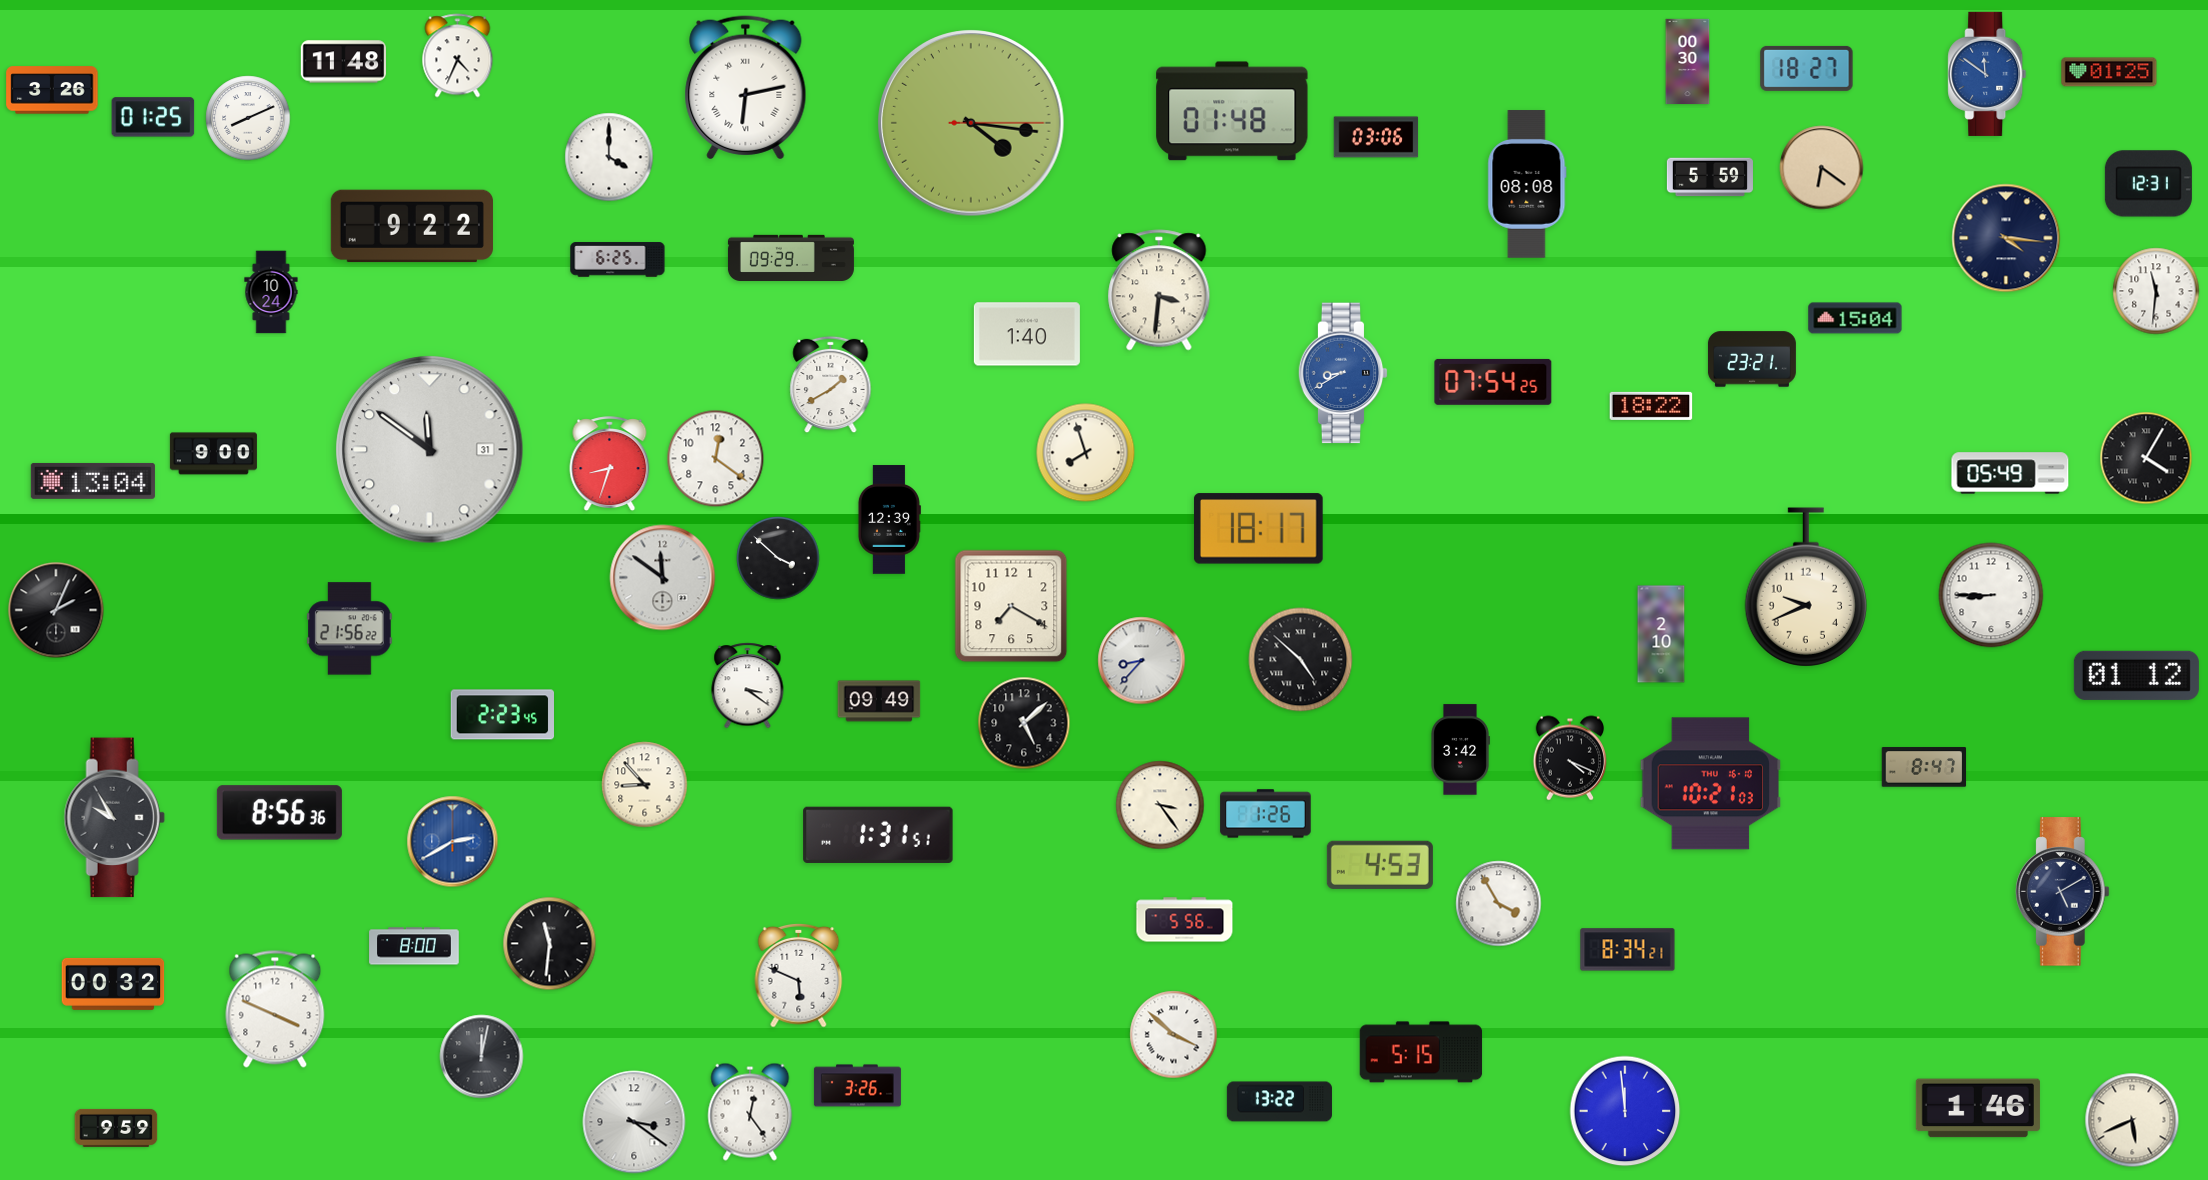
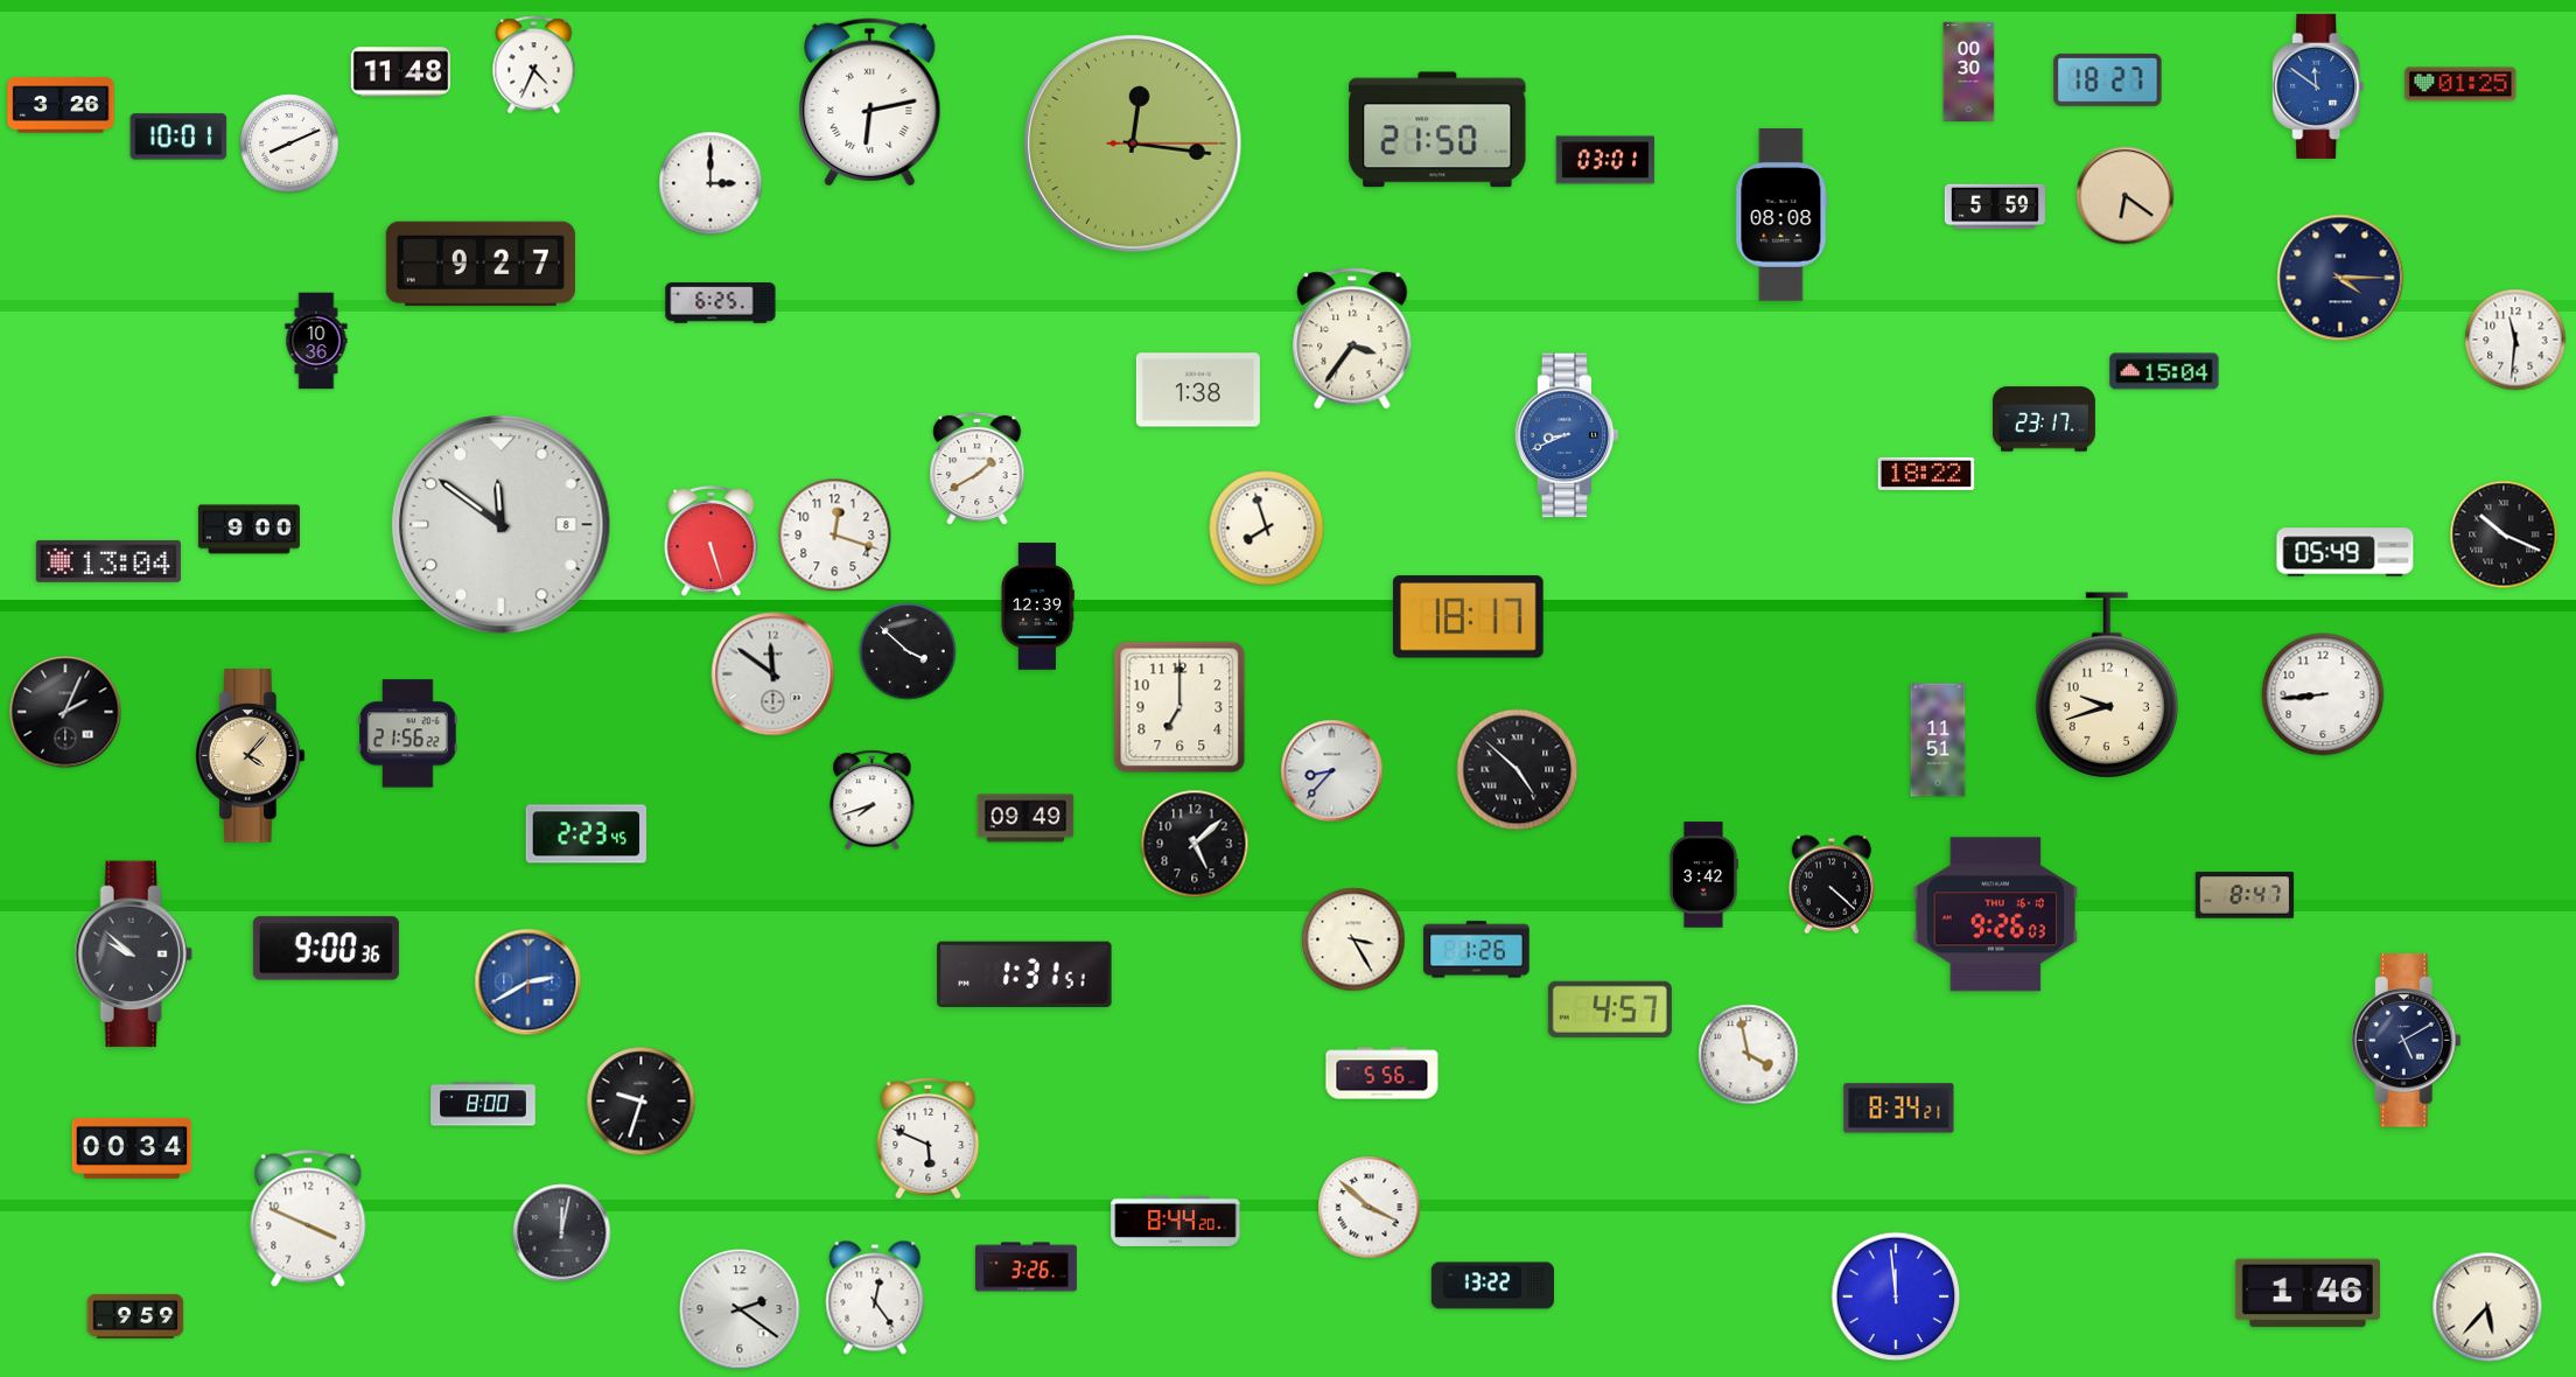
clock at (1232, 111): 01:48 -> 21:50
clock at (153, 117): 01:25 -> 10:01
clock at (248, 118) position: (248, 118) -> (289, 144)
clock at (971, 123): 4:16 -> 12:16
clock at (1376, 137): 03:06 -> 03:01
clock at (609, 157): 4:00 -> 3:00
clock at (2148, 184): 12:31 -> none
clock at (412, 226): 9:22 -> 9:27
clock at (2006, 238): 4:16 -> 4:15
clock at (791, 257): 09:29 -> none
clock at (1159, 290): 3:31 -> 3:36
clock at (271, 292): 10:24 -> 10:36
clock at (1027, 334): 1:40 -> 1:38
clock at (1752, 359): 23:21 -> 23:17
clock at (1343, 373): 8:40 -> 8:41
clock at (1493, 382): 07:54 -> none
clock at (831, 385) position: (831, 385) -> (978, 469)
clock at (430, 450) date: 31 -> 8
clock at (2146, 458): 4:05 -> 10:19
clock at (716, 459): 12:21 -> 12:18
clock at (610, 464): 8:33 -> 5:27
clock at (1805, 587): 9:41 -> 9:42
clock at (1991, 595): 8:45 -> 8:44
clock at (1011, 606): 7:20 -> 7:00
clock at (1661, 634): 2:10 -> 11:51
clock at (250, 756): none -> 4:07
clock at (2136, 675): 01:12 -> none
clock at (748, 686): 3:21 -> 7:42
clock at (1569, 758): 4:19 -> 4:22
clock at (1711, 784): 10:21 -> 9:26
clock at (645, 785): 8:53 -> none
clock at (1160, 805): 3:24 -> 3:25
clock at (279, 813): 8:56 -> 9:00
clock at (114, 818): 9:55 -> 9:52
clock at (1380, 865): 4:53 -> 4:57
clock at (1499, 904): 3:55 -> 3:58
clock at (550, 944): 11:31 -> 9:33
clock at (799, 975) position: (799, 975) -> (929, 1138)
clock at (113, 984): 00:32 -> 00:34
clock at (275, 1009) position: (275, 1009) -> (308, 1218)
clock at (1176, 1221): none -> 8:44
clock at (1421, 1052): 5:15 -> none
clock at (857, 1086) position: (857, 1086) -> (1025, 1267)
clock at (2132, 1120): 5:41 -> 5:37
clock at (634, 1122): 3:21 -> 2:21
